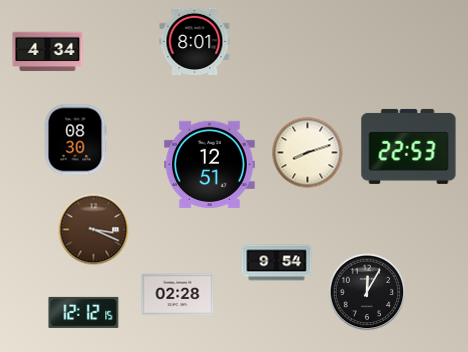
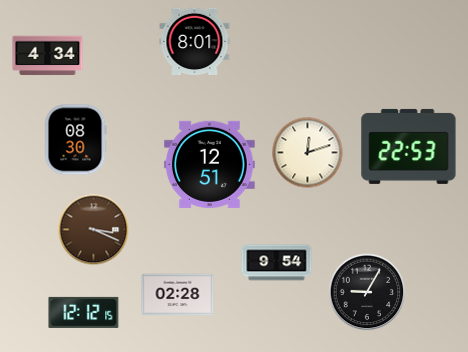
clock at (48, 52) position: (48, 52) -> (48, 56)
clock at (308, 153): 8:12 -> 12:12
clock at (367, 292): 12:05 -> 9:05
